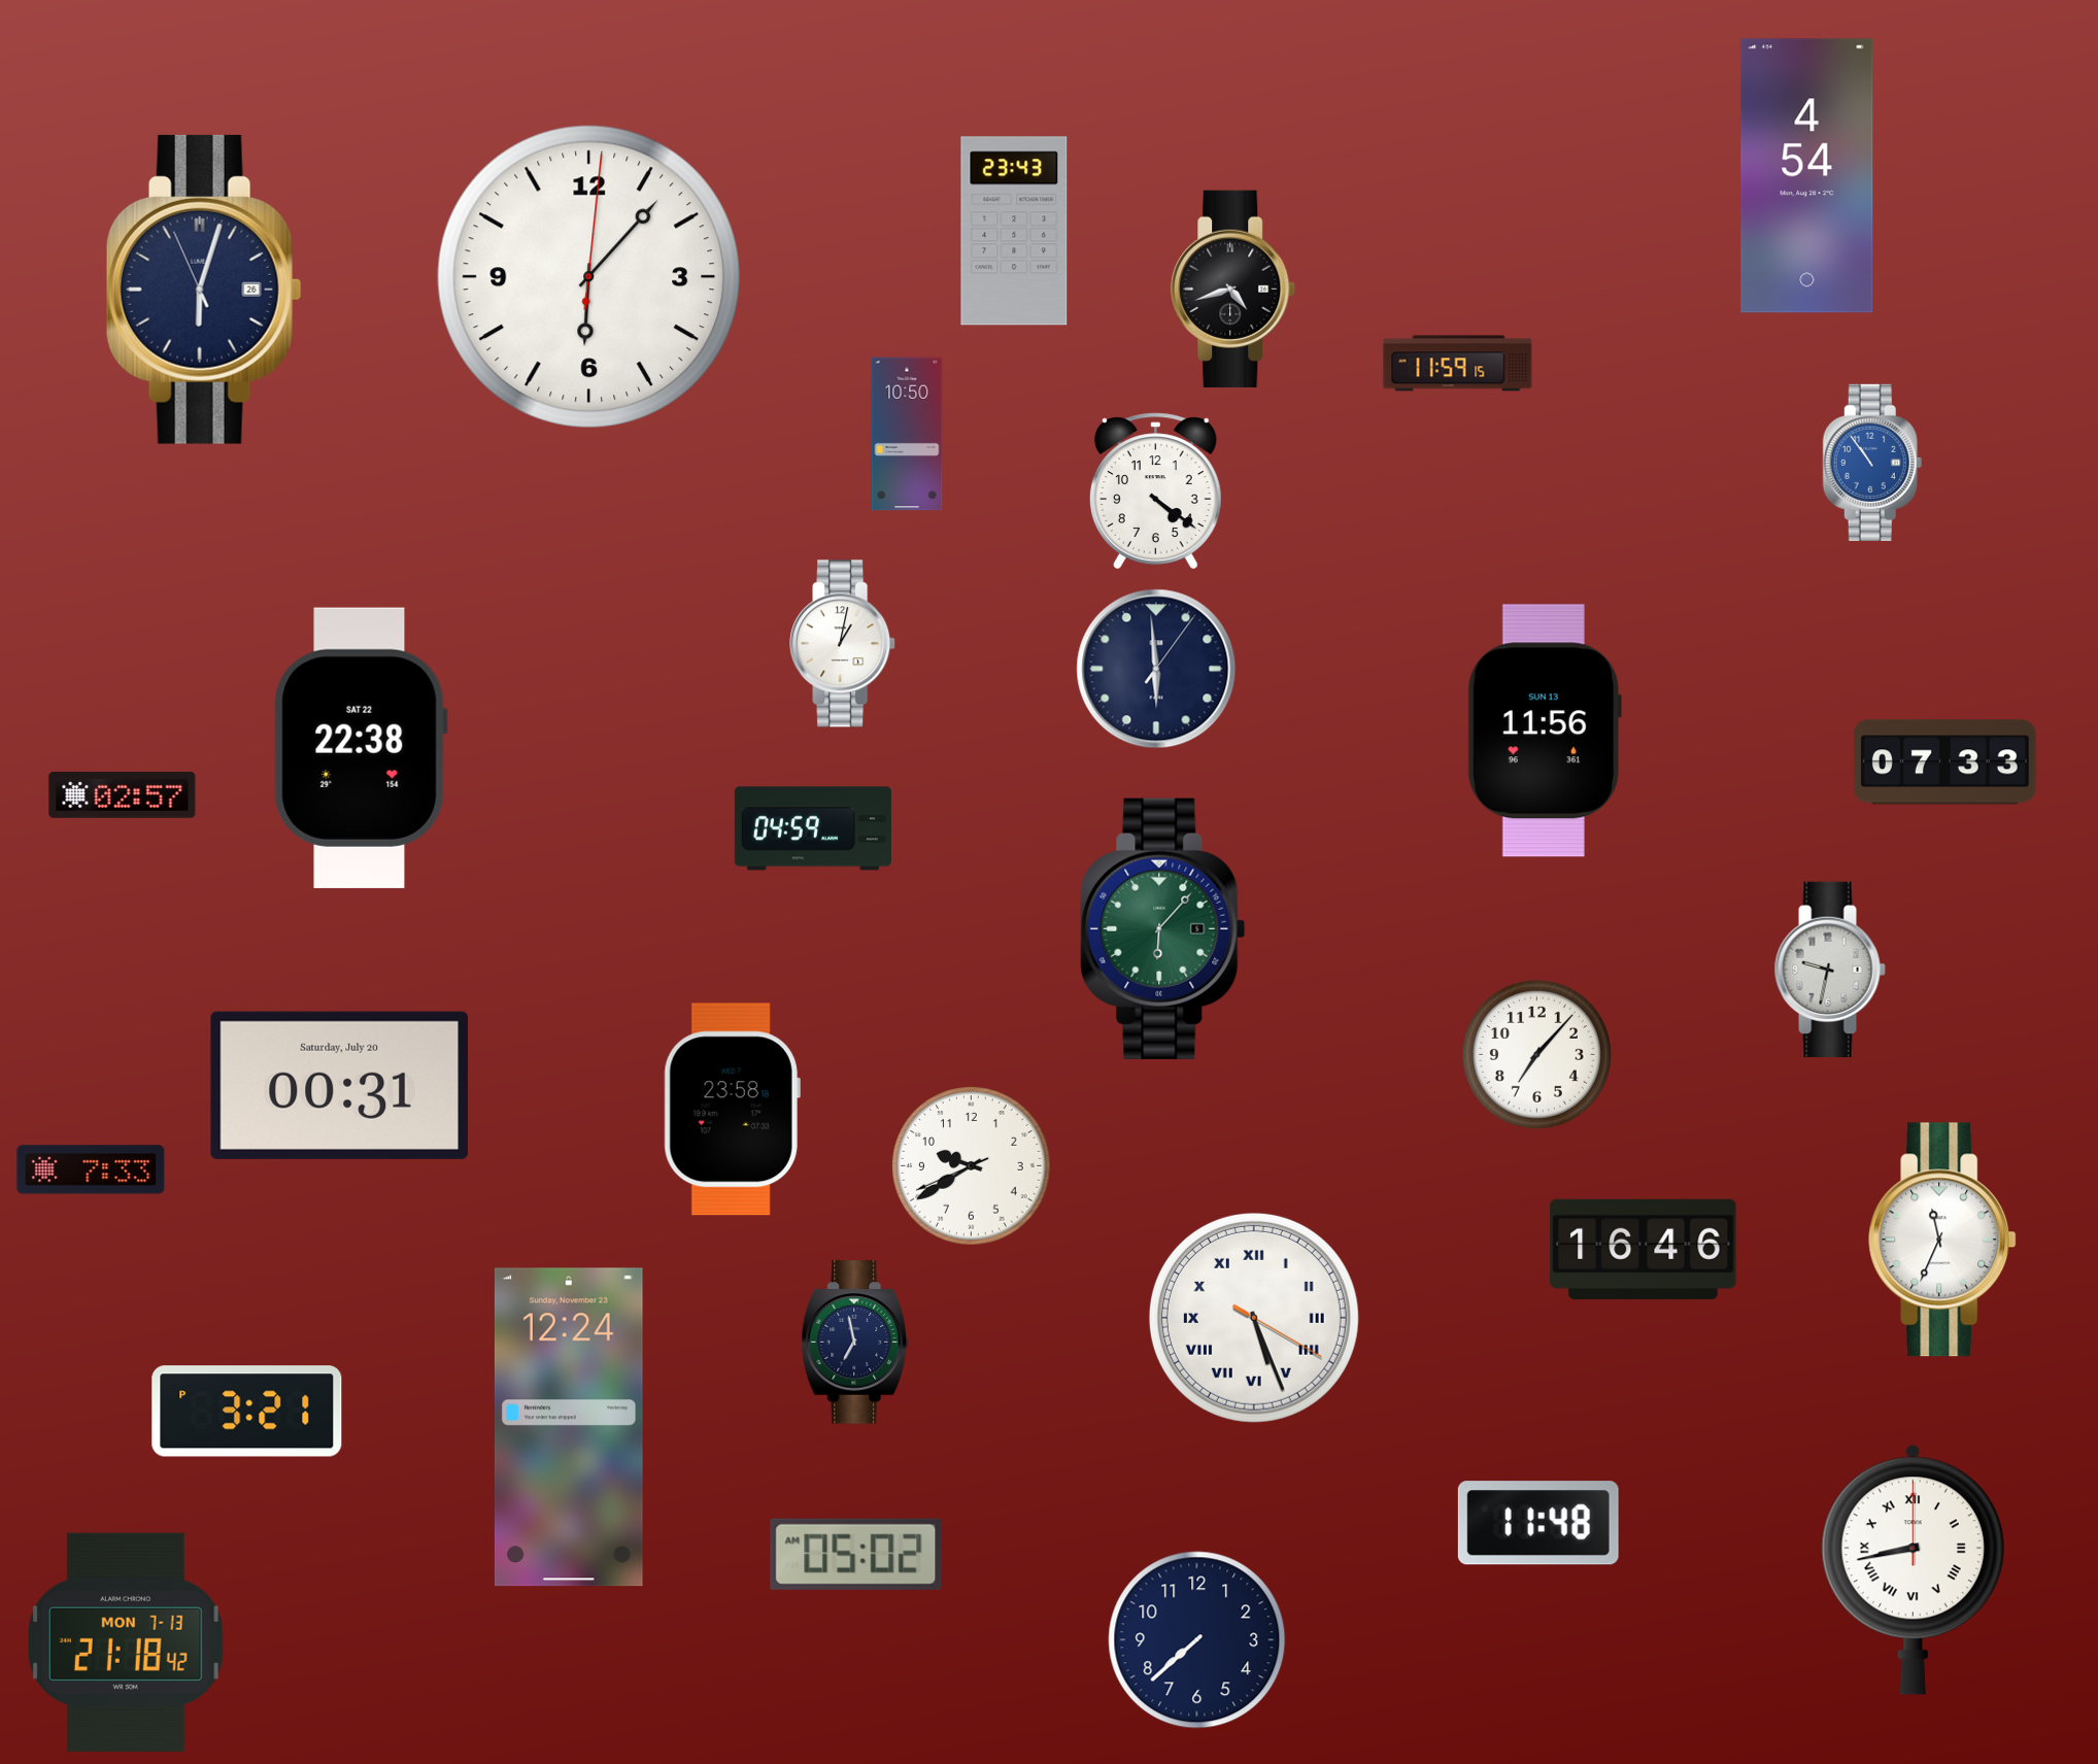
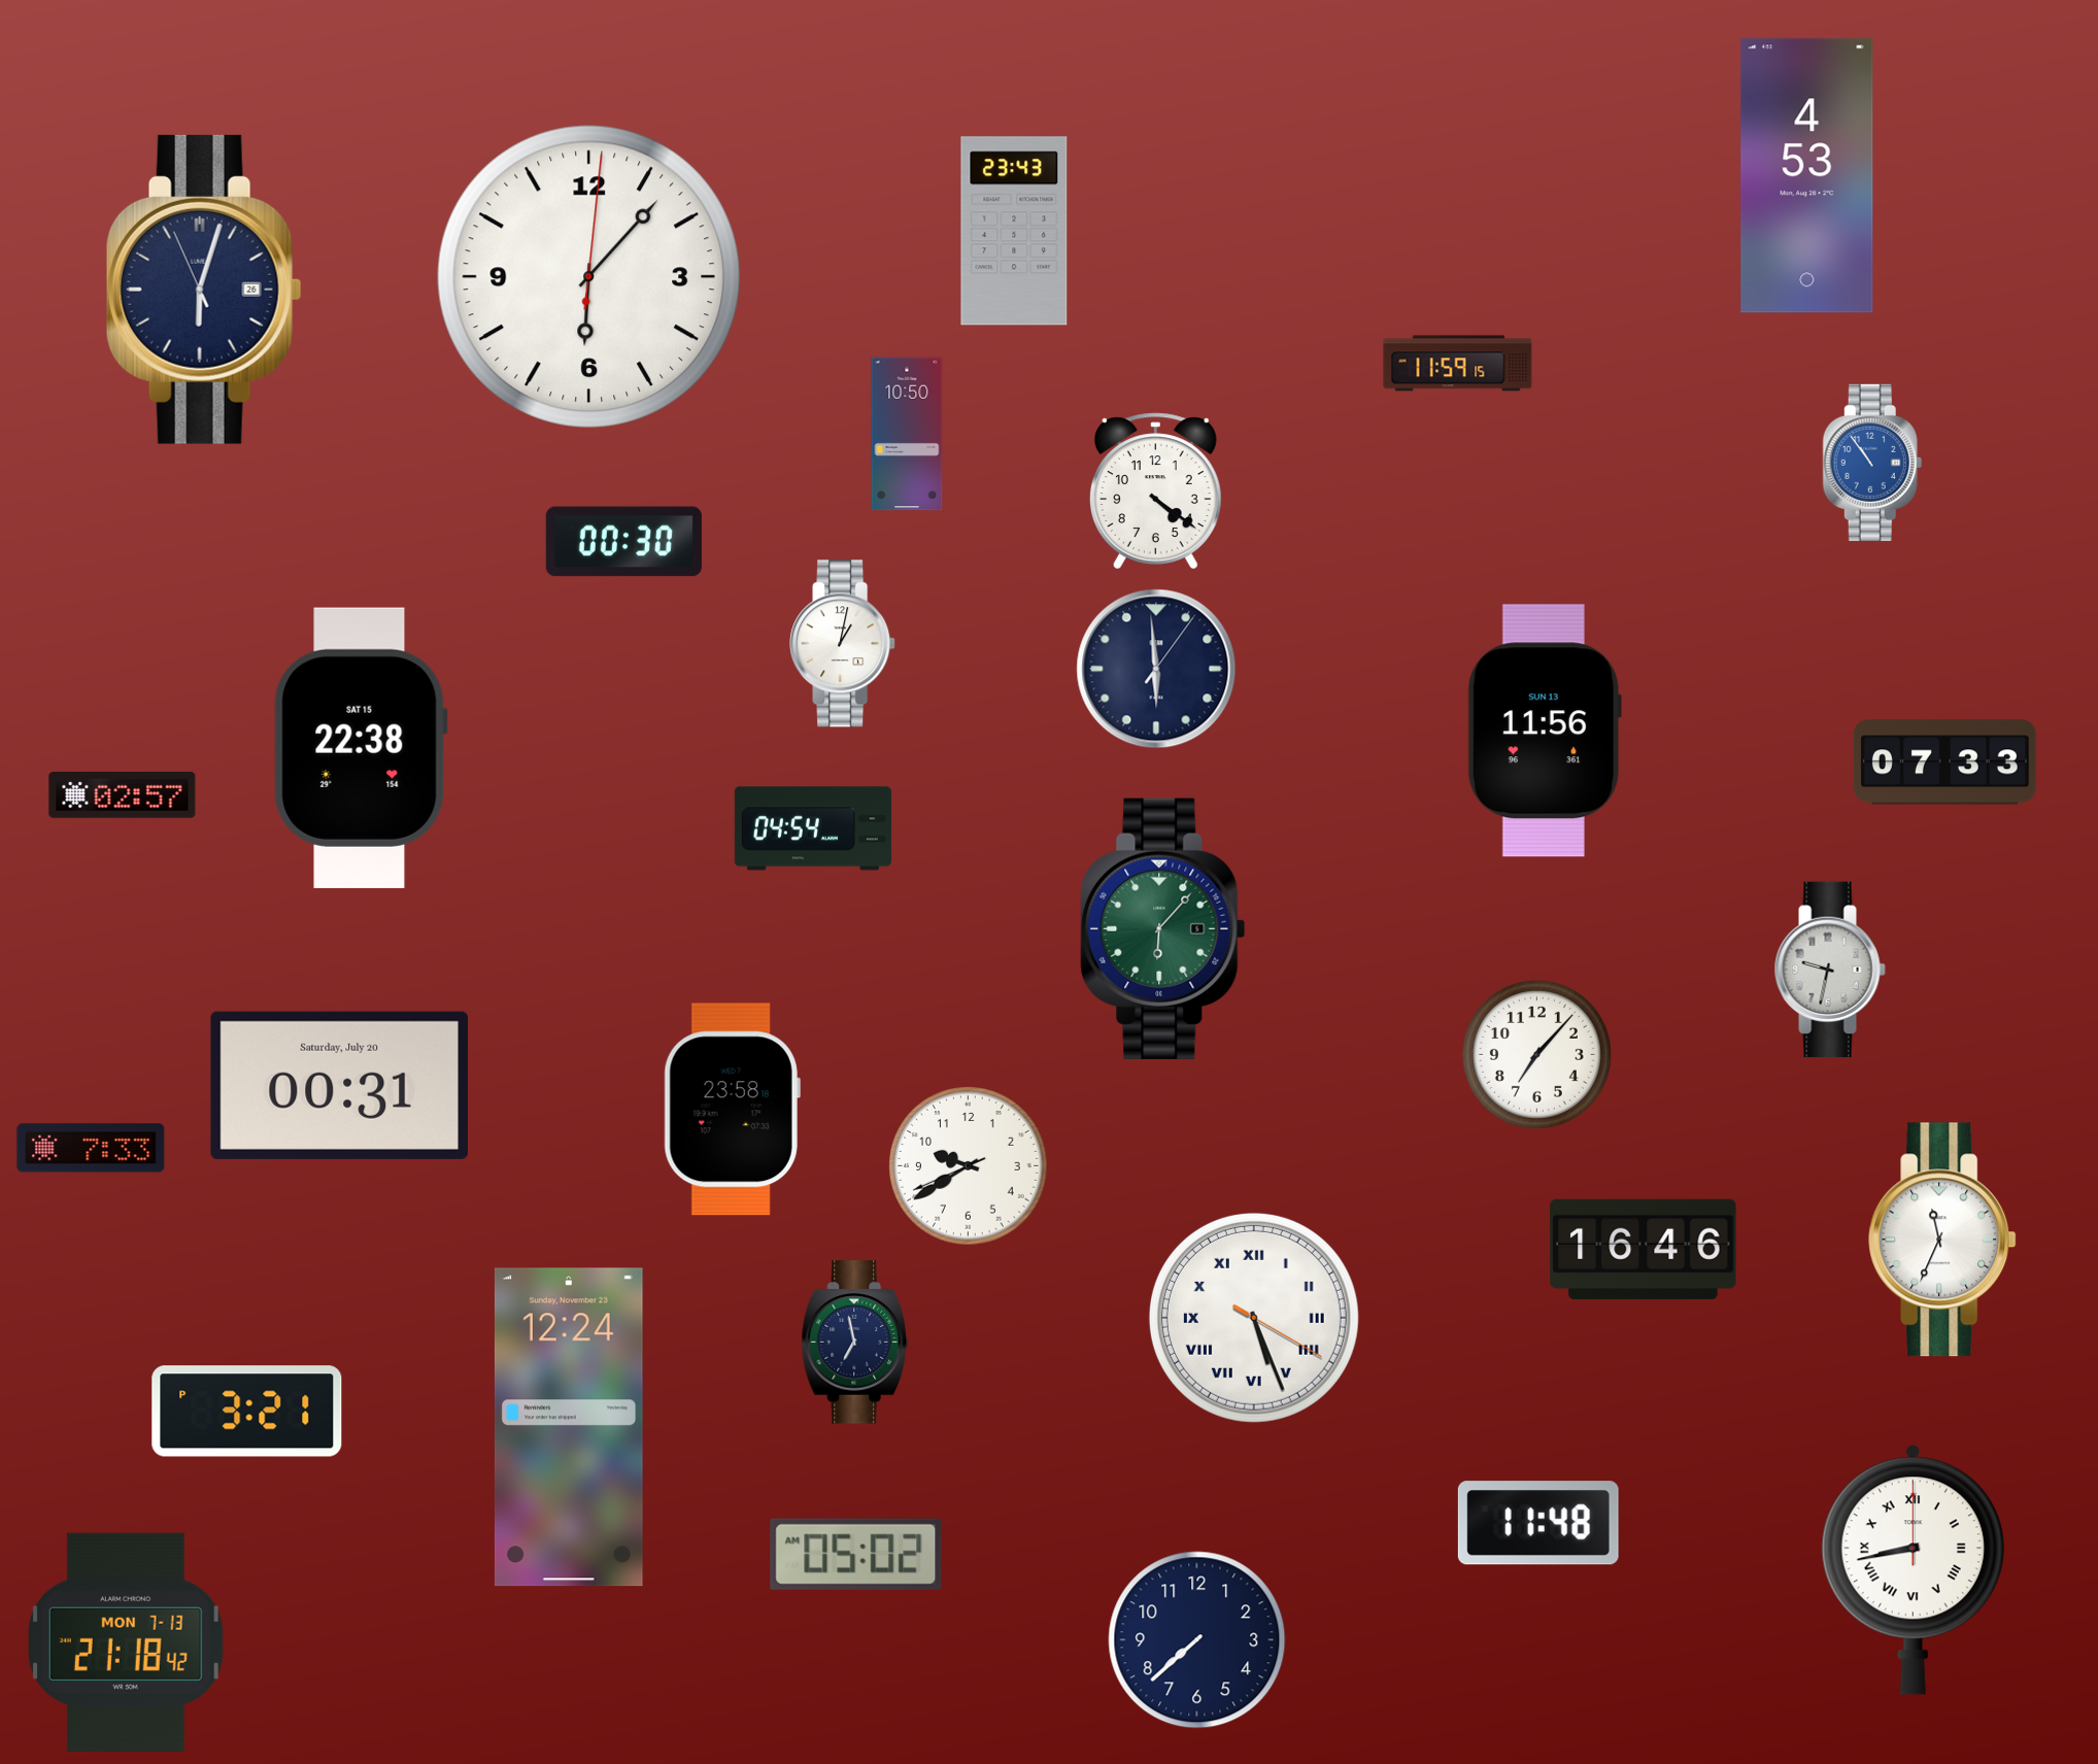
clock at (1807, 176): 4:54 -> 4:53
clock at (1233, 289): 4:42 -> none
clock at (623, 542): none -> 00:30
clock at (361, 748) date: SAT 22 -> SAT 15
clock at (813, 828): 04:59 -> 04:54
clock at (972, 1166) position: (972, 1166) -> (969, 1166)
clock at (91, 1169) position: (91, 1169) -> (91, 1148)
